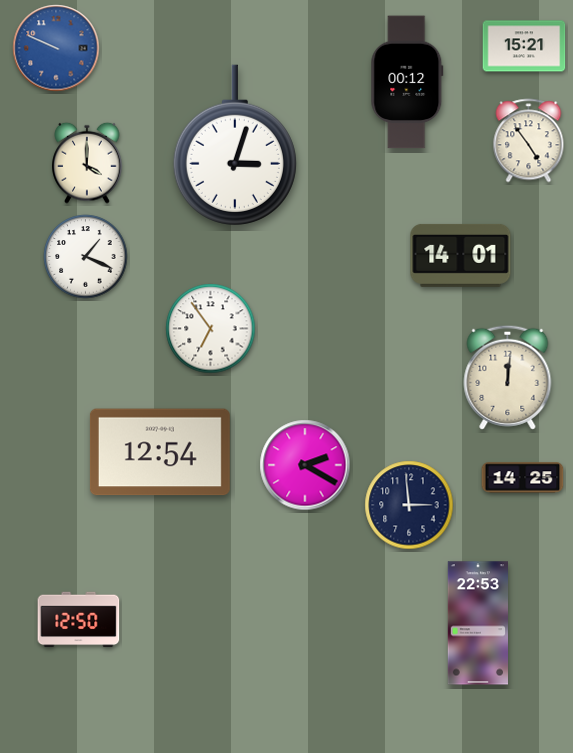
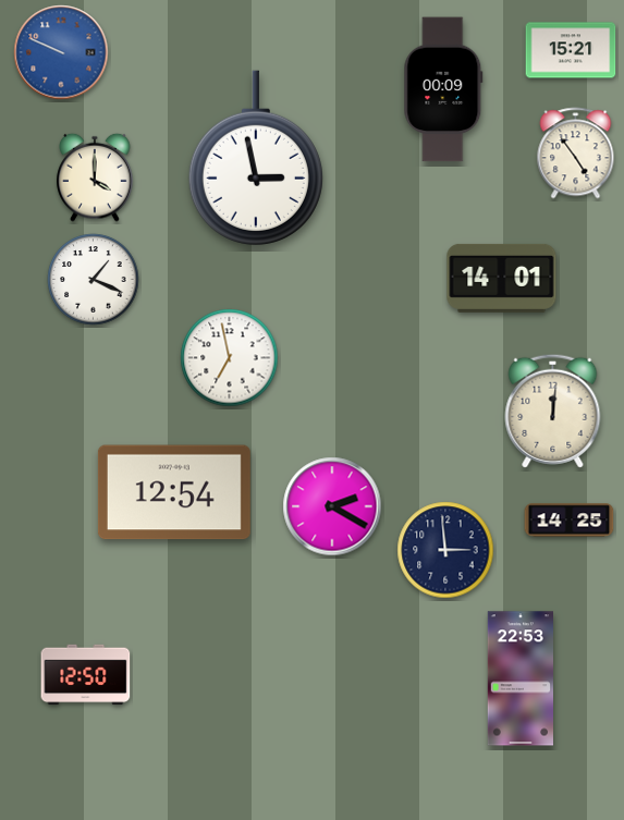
clock at (407, 82): 00:12 -> 00:09
clock at (235, 145): 3:03 -> 2:58
clock at (211, 329): 6:54 -> 6:58
